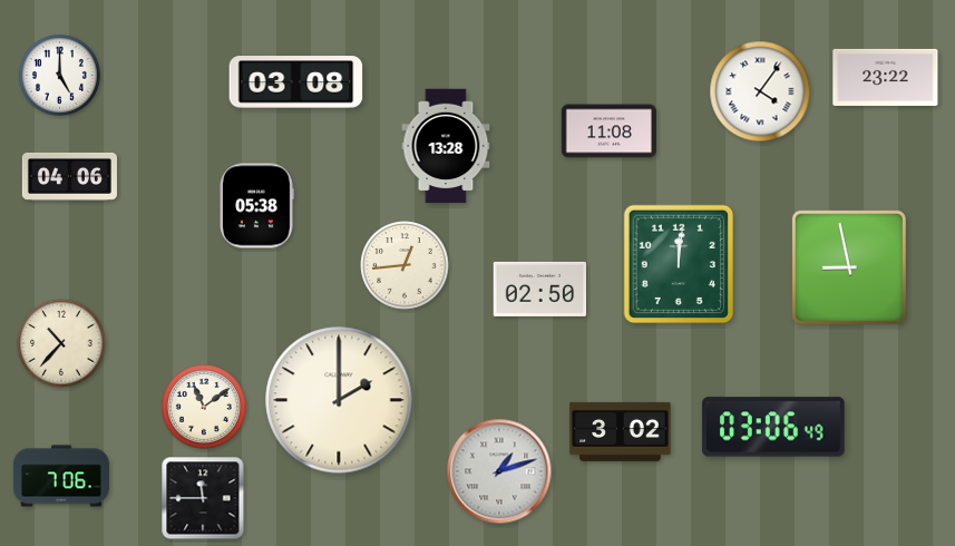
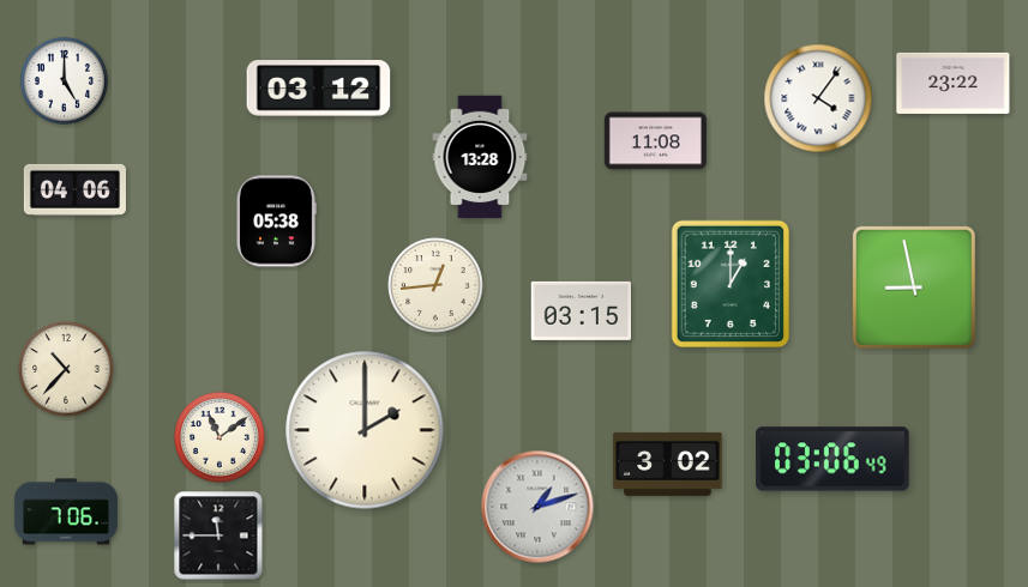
clock at (296, 82): 03:08 -> 03:12
clock at (678, 264): 12:01 -> 1:00
clock at (540, 289): 02:50 -> 03:15
